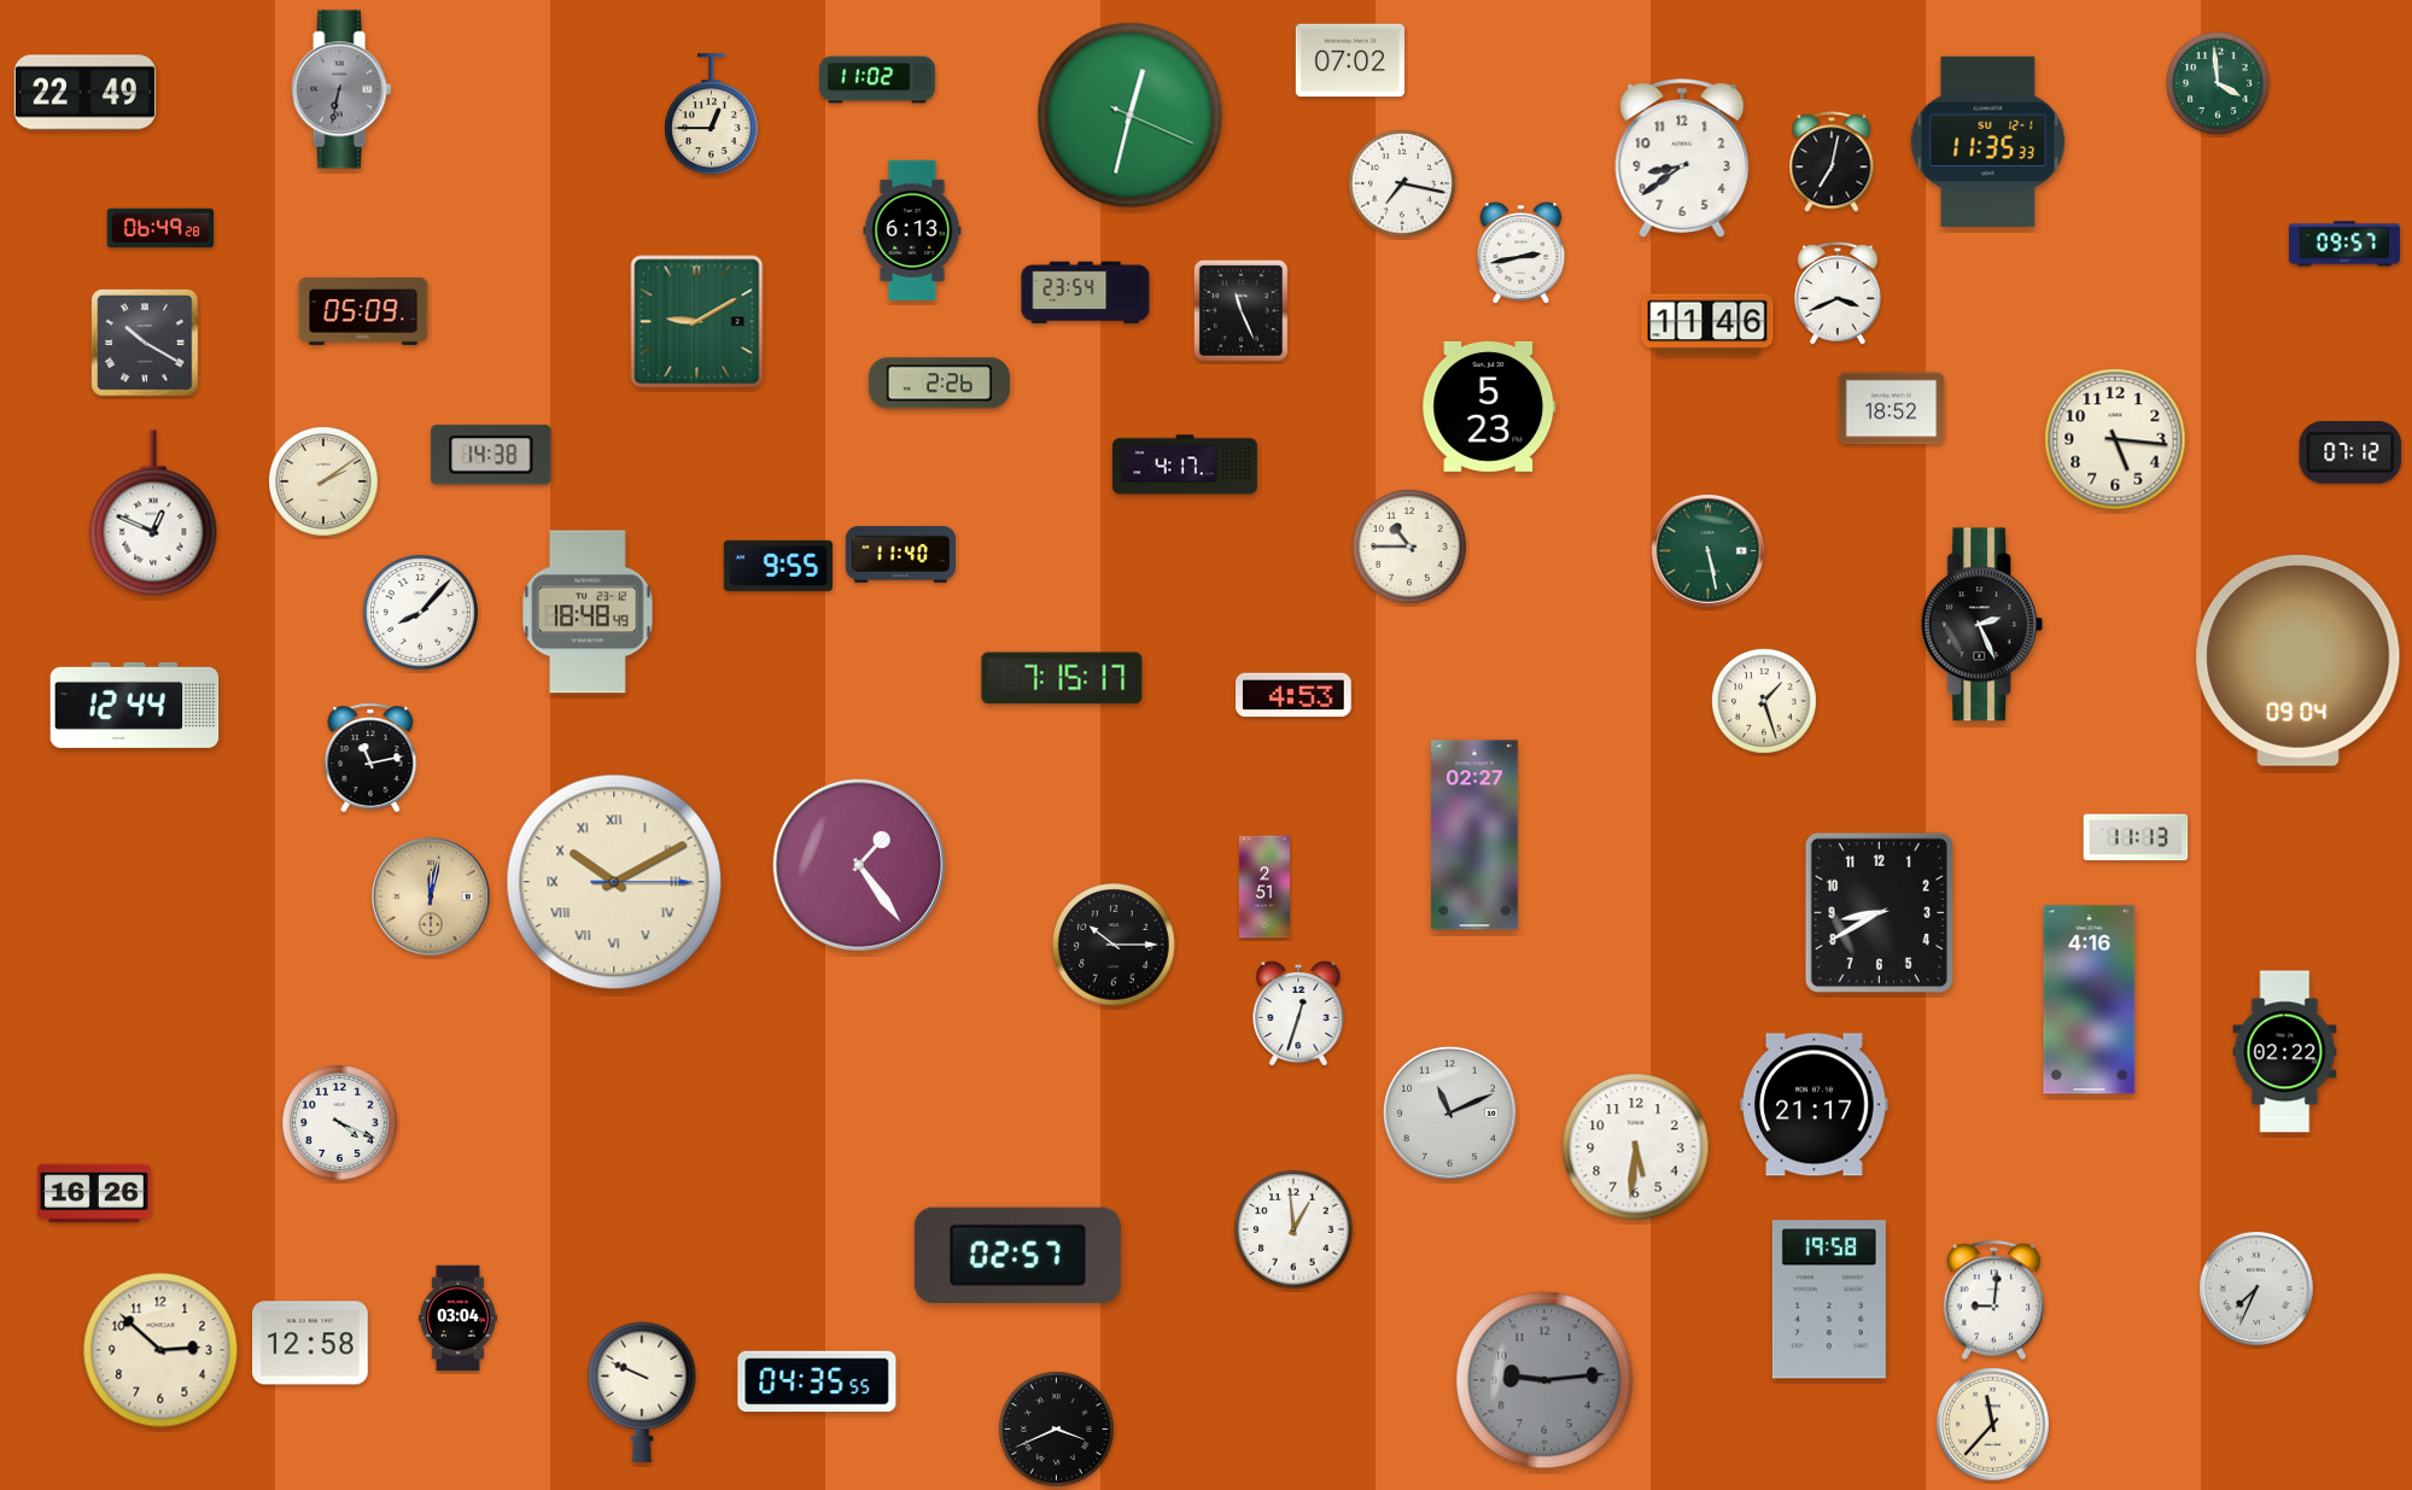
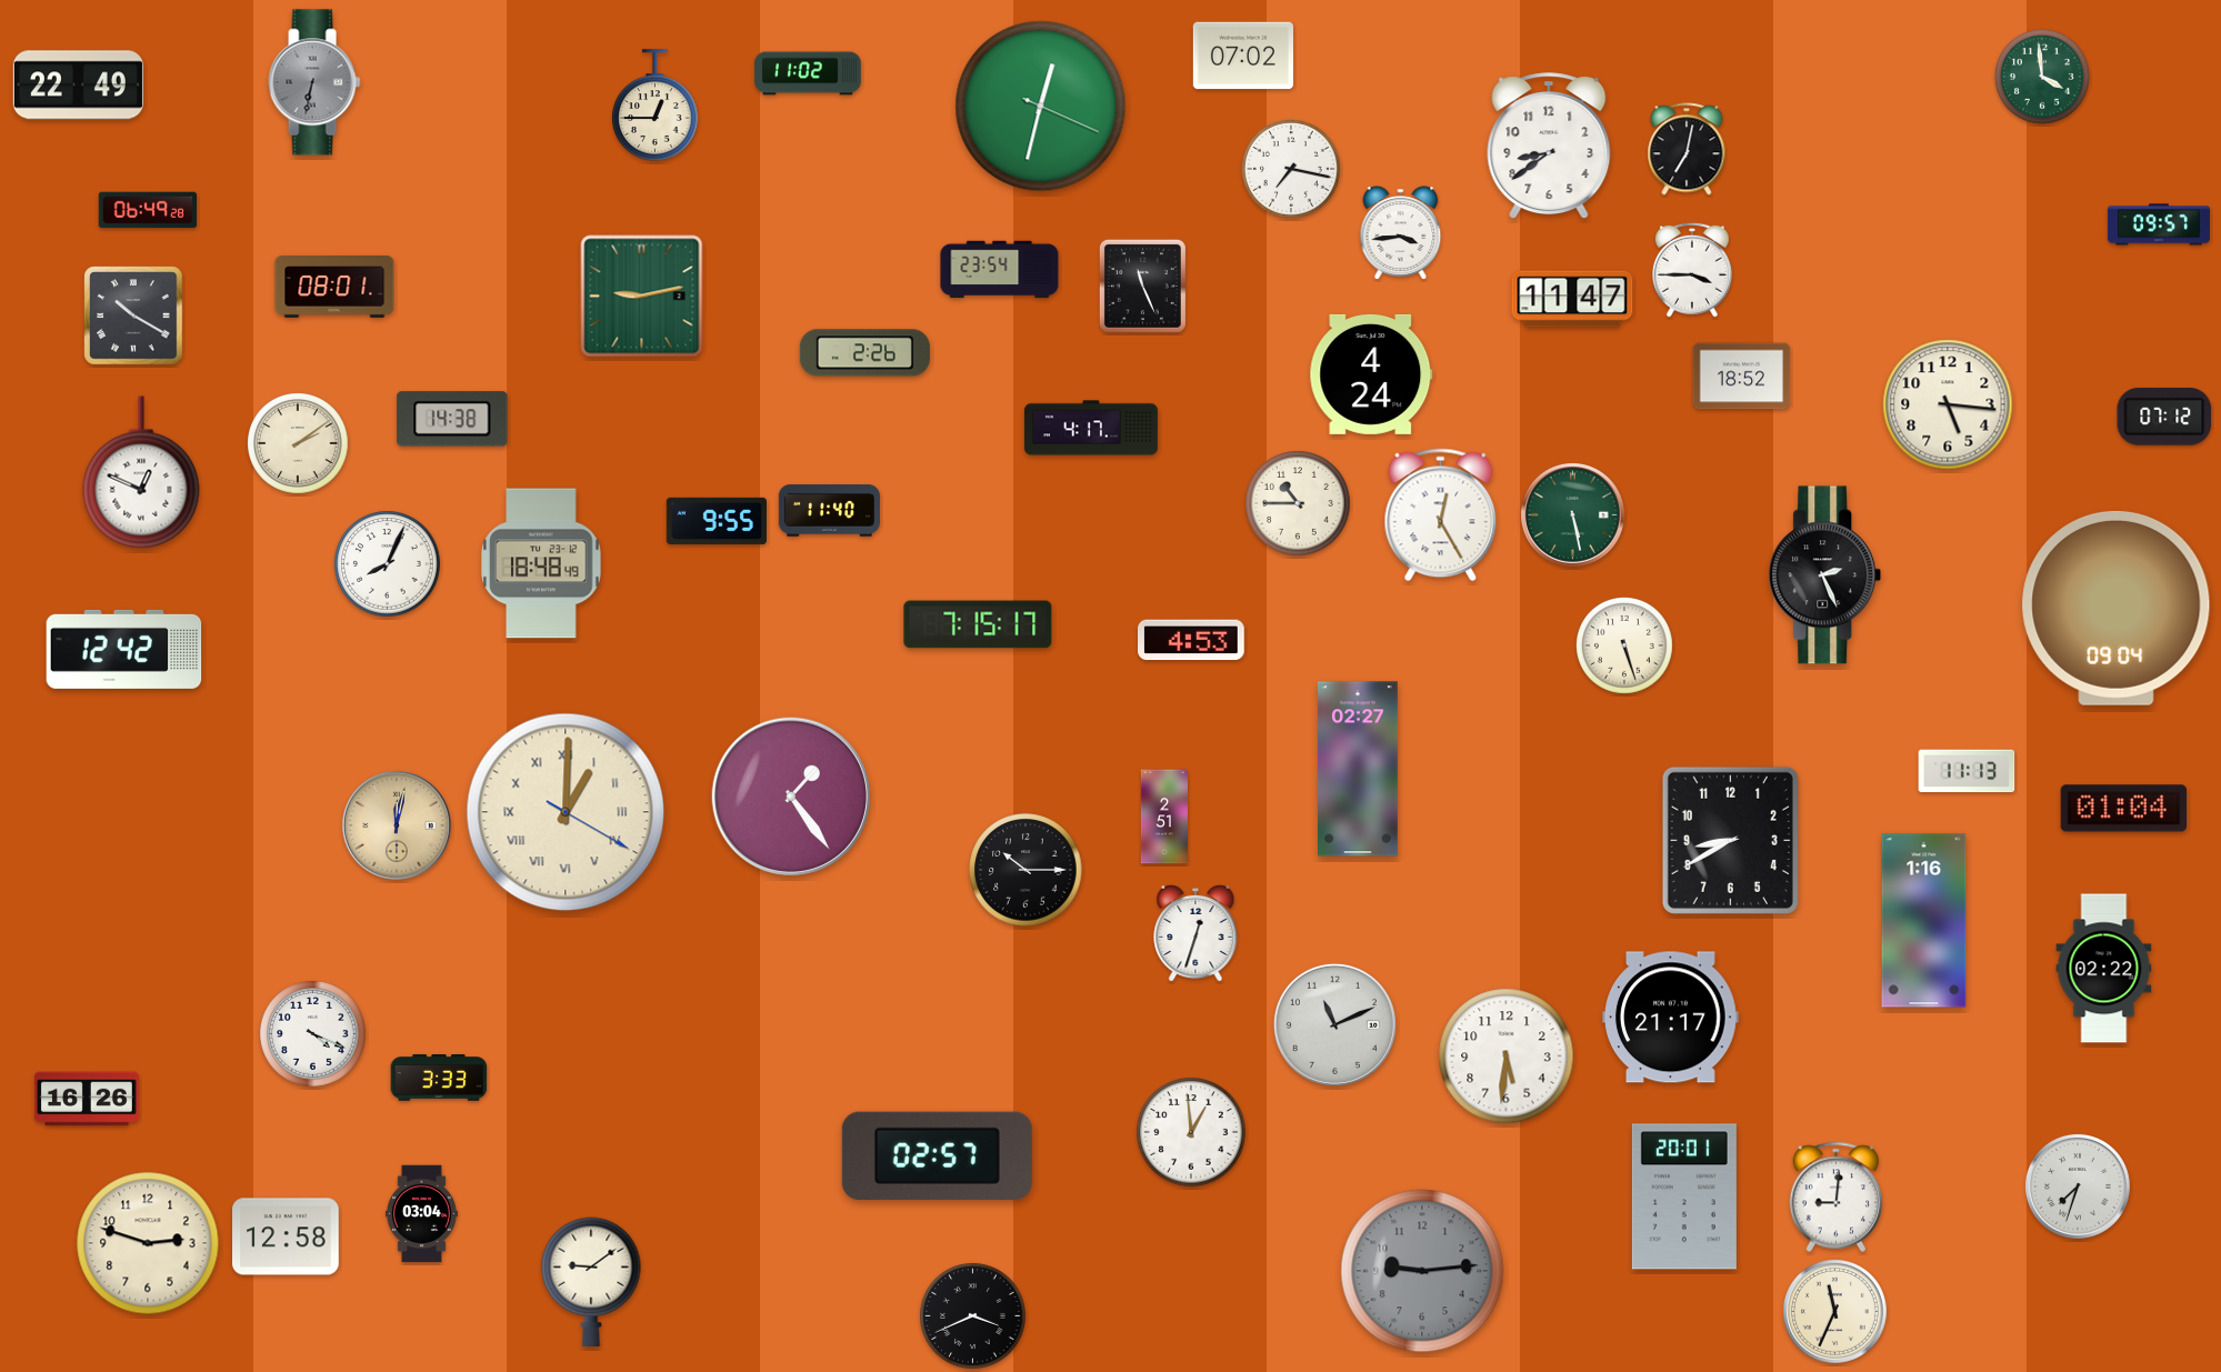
clock at (1988, 141): 11:35 -> none
clock at (912, 229): 6:13 -> none
clock at (1522, 253): 2:43 -> 3:44
clock at (1839, 293): 3:41 -> 3:45
clock at (363, 312): 05:09 -> 08:01
clock at (697, 322): 9:10 -> 9:13
clock at (1707, 325): 11:46 -> 11:47
clock at (1489, 407): 5:23 -> 4:24
clock at (1707, 550) position: (1707, 550) -> (1572, 514)
clock at (1441, 515): none -> 12:25
clock at (421, 613): 8:07 -> 8:04
clock at (1765, 702): 1:27 -> 5:27
clock at (135, 705): 12:44 -> 12:42
clock at (370, 758): 11:13 -> none
clock at (2124, 809): none -> 01:04
clock at (614, 882): 10:10 -> 1:00
clock at (2090, 1000): 4:16 -> 1:16
clock at (439, 1078): none -> 3:33
clock at (2256, 1289): 7:34 -> 7:33
clock at (1829, 1299): 19:58 -> 20:01
clock at (160, 1350): 2:52 -> 2:48
clock at (817, 1381): 04:35 -> none
clock at (642, 1392): 9:49 -> 9:09
clock at (1992, 1424): 11:37 -> 11:34
